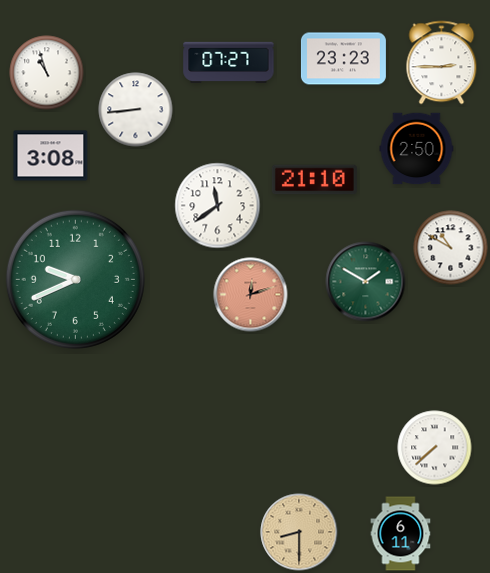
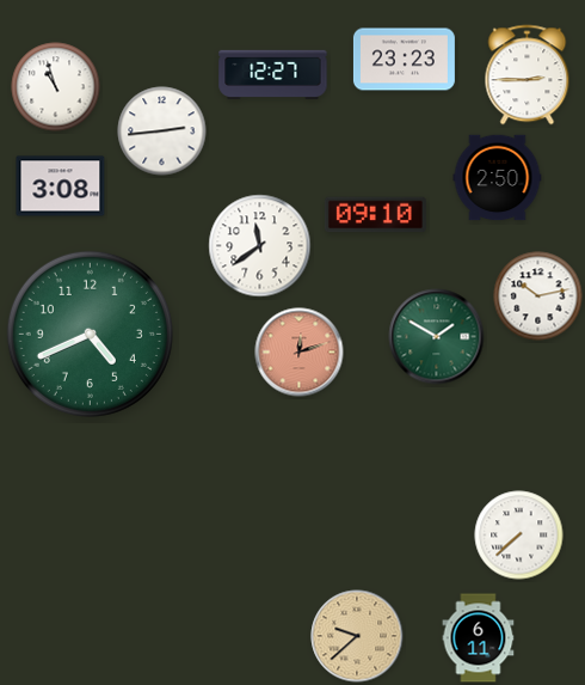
clock at (343, 59) position: (343, 59) -> (404, 60)
clock at (229, 62): 07:27 -> 12:27
clock at (136, 110): 8:44 -> 2:44
clock at (314, 180): 21:10 -> 09:10
clock at (451, 248): 10:50 -> 10:13
clock at (75, 279): 9:41 -> 4:41
clock at (299, 532): 8:30 -> 9:38
